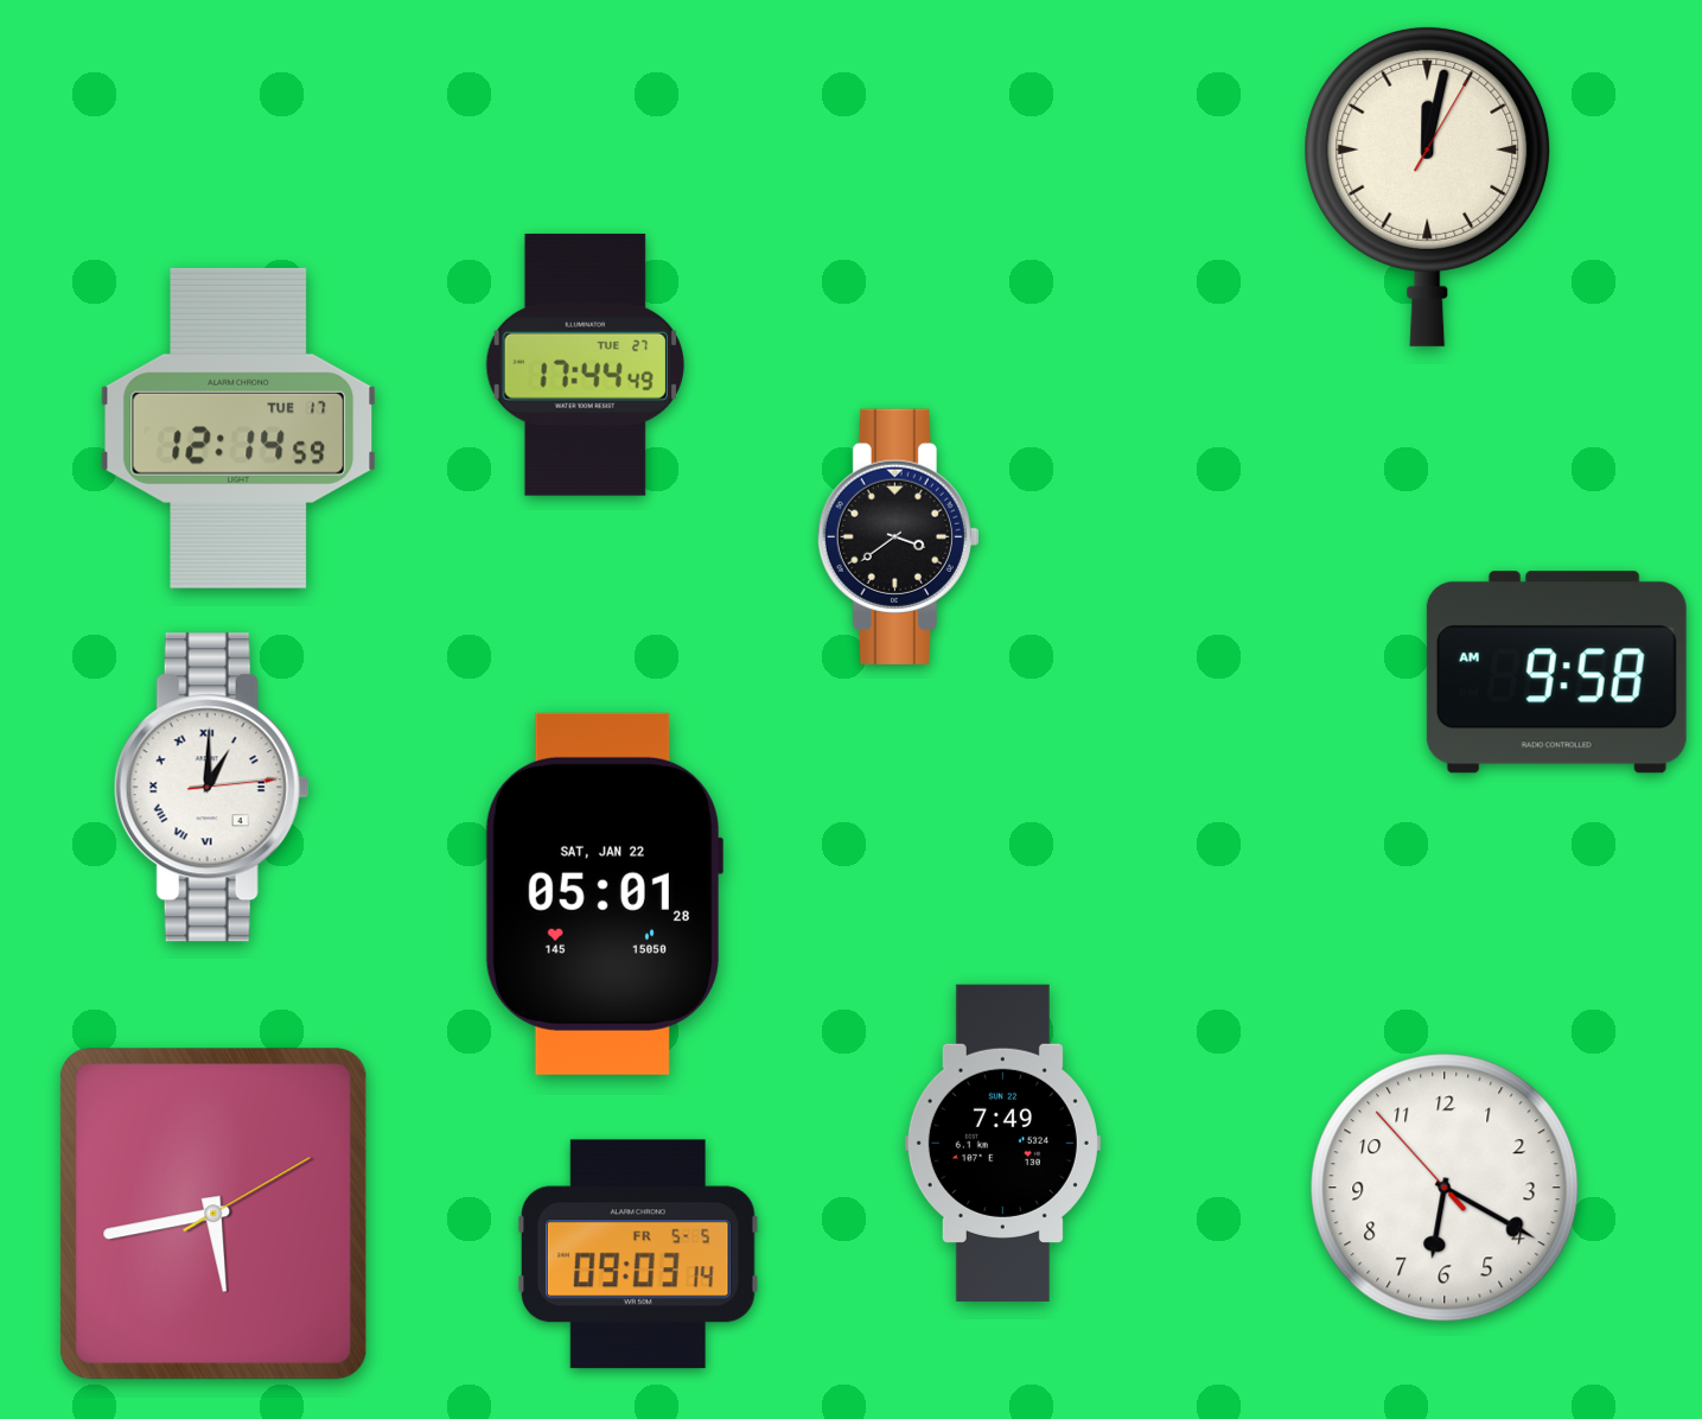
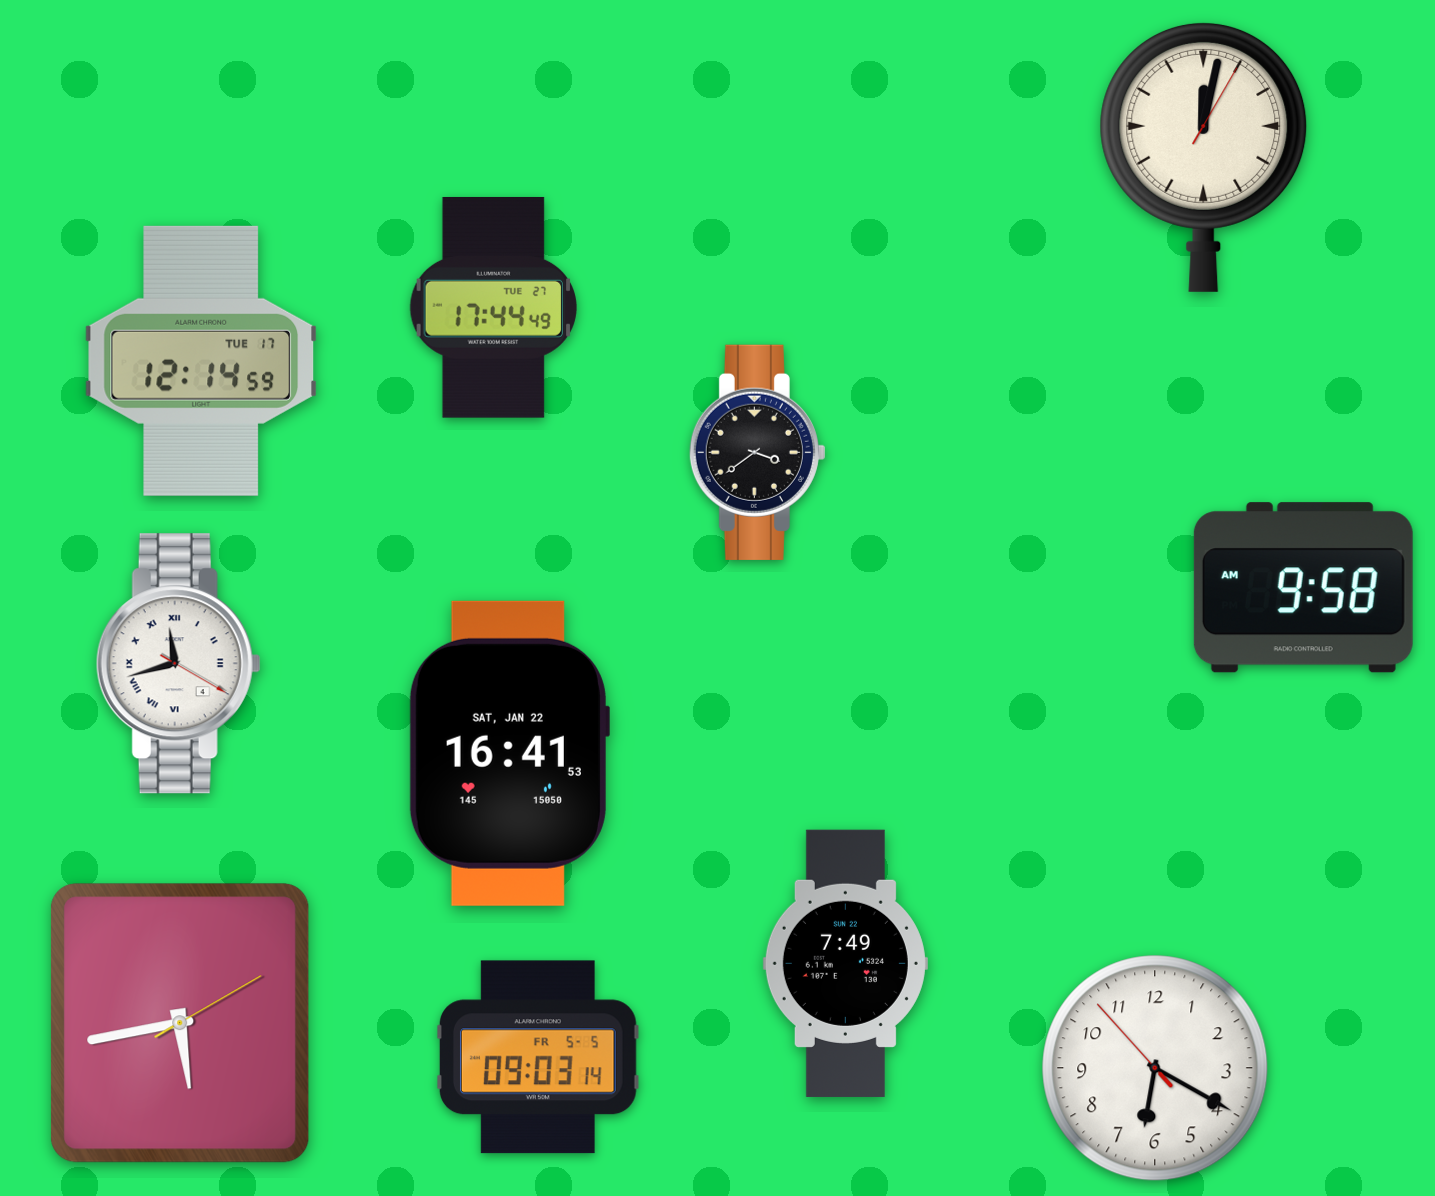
clock at (1556, 673) position: (1556, 673) -> (1303, 588)
clock at (211, 788): 1:00 -> 11:42
clock at (604, 893): 05:01 -> 16:41
clock at (1445, 1188) position: (1445, 1188) -> (1155, 1068)
